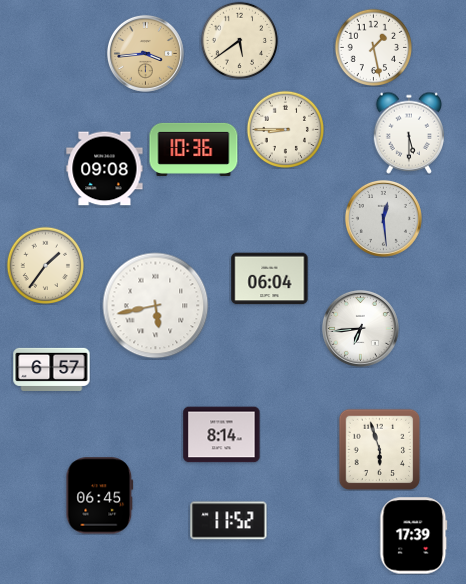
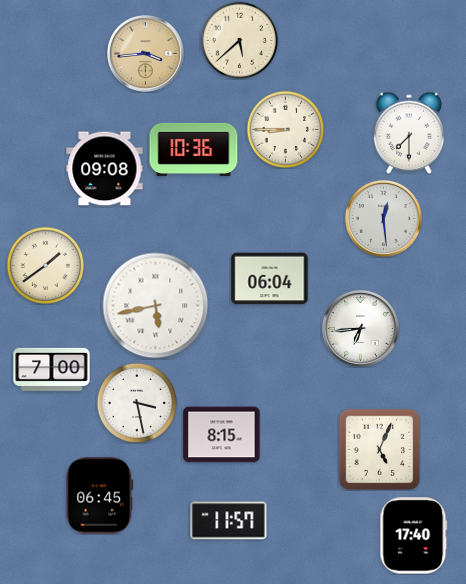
clock at (239, 40): 5:39 -> 5:38
clock at (373, 47): 1:28 -> none
clock at (409, 133): 5:30 -> 7:30
clock at (45, 265): 1:36 -> 1:39
clock at (52, 369): 6:57 -> 7:00
clock at (137, 403): none -> 3:28
clock at (222, 435): 8:14 -> 8:15
clock at (379, 449): 5:57 -> 5:04
clock at (229, 521): 11:52 -> 11:57
clock at (414, 536): 17:39 -> 17:40
